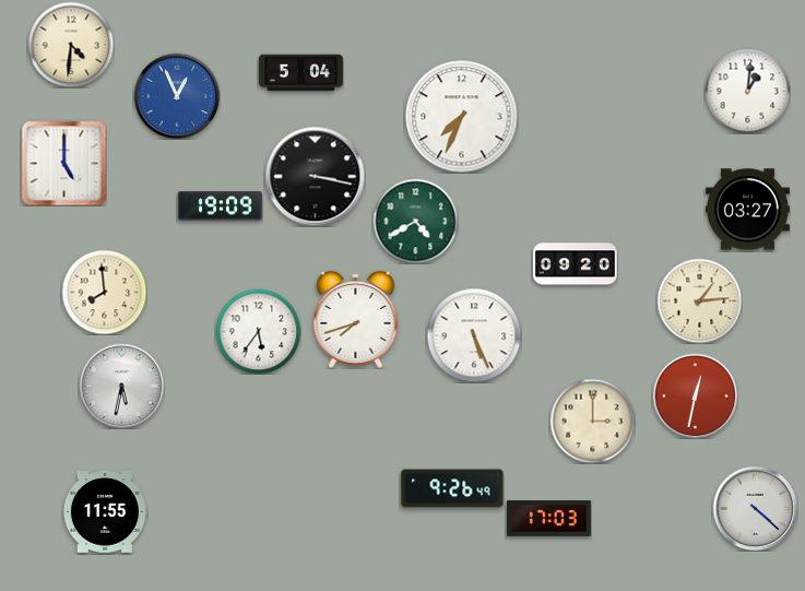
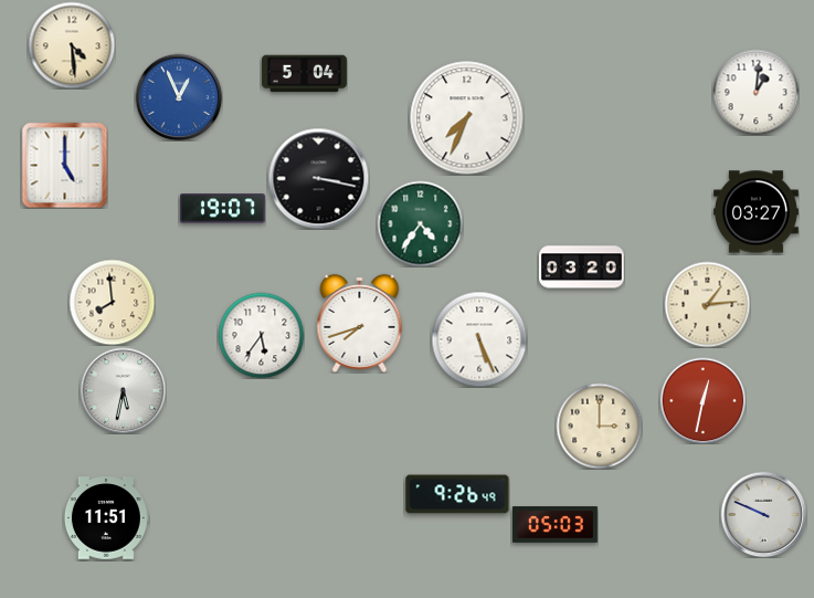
clock at (71, 45): 4:31 -> 4:29
clock at (220, 206): 19:09 -> 19:07
clock at (415, 221): 4:40 -> 4:36
clock at (575, 264): 09:20 -> 03:20
clock at (104, 292) position: (104, 292) -> (112, 302)
clock at (755, 508): 4:22 -> 9:49
clock at (105, 512): 11:55 -> 11:51
clock at (548, 519): 17:03 -> 05:03
